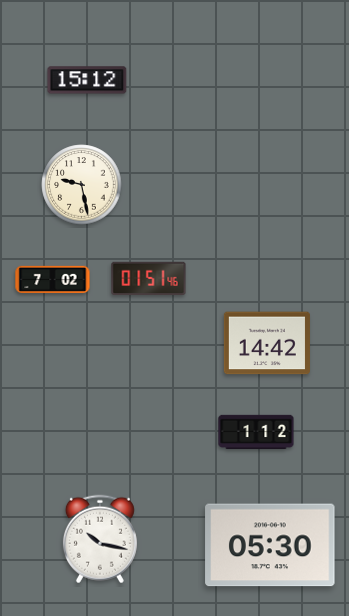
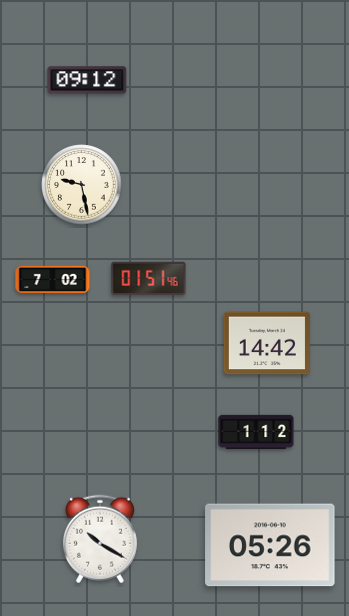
clock at (87, 80): 15:12 -> 09:12
clock at (100, 539): 10:17 -> 10:20
clock at (270, 545): 05:30 -> 05:26
